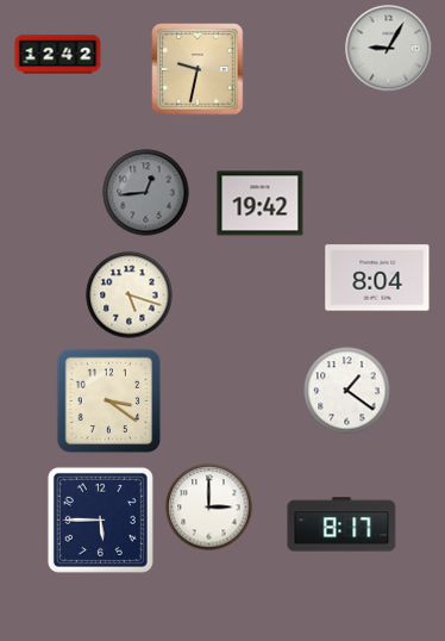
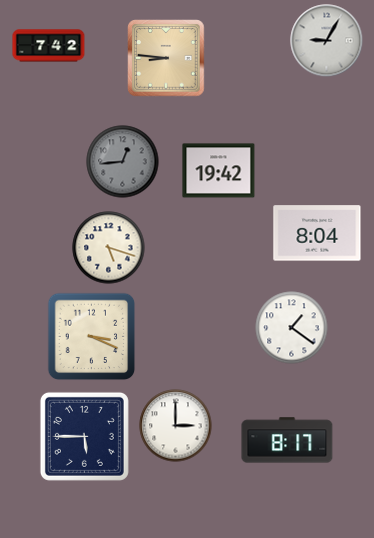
clock at (58, 55): 12:42 -> 7:42
clock at (198, 69): 9:32 -> 8:46
clock at (109, 402): 3:21 -> 3:19
